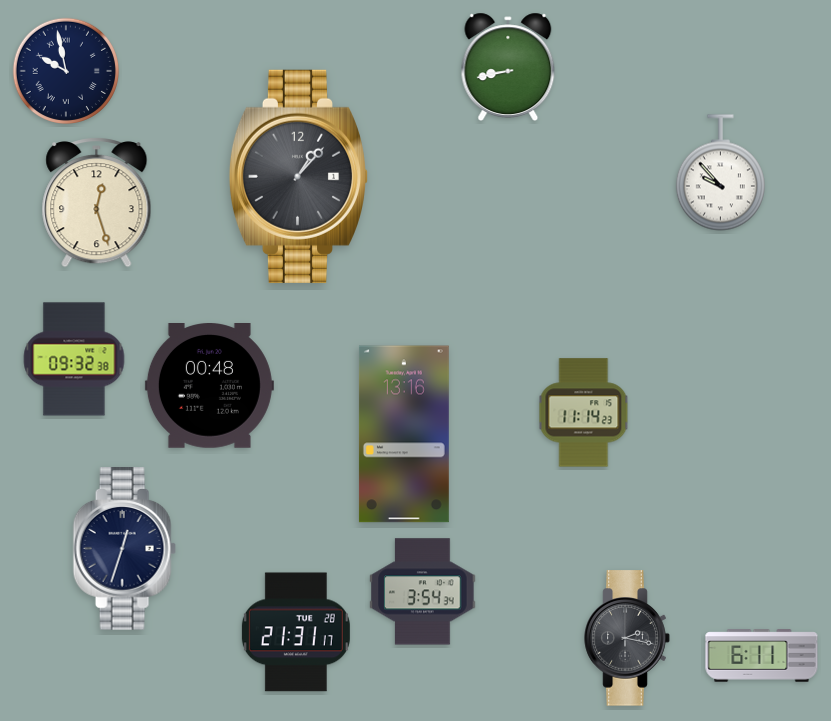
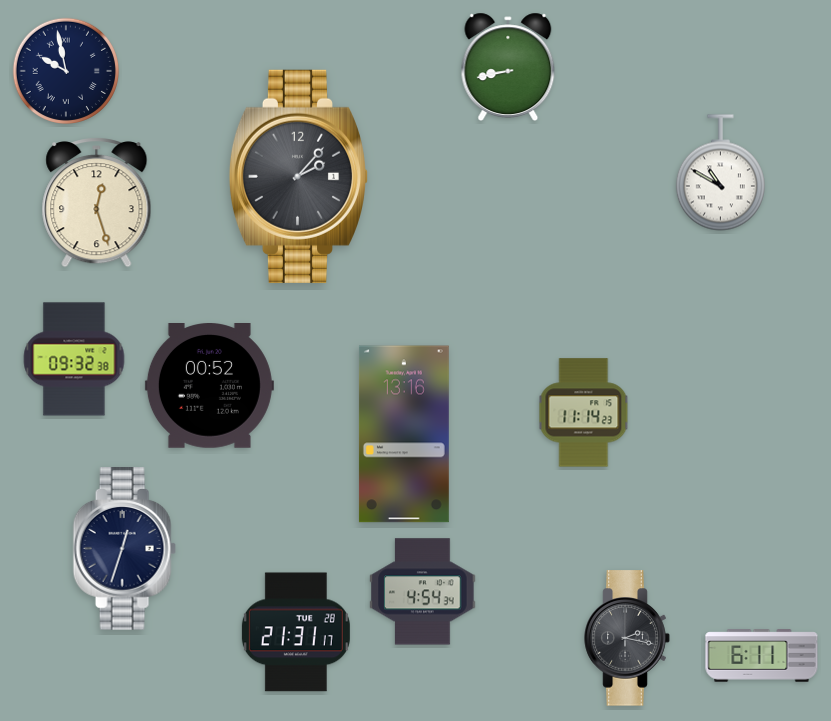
clock at (720, 173): 9:53 -> 10:50
clock at (298, 176): 1:07 -> 2:07
clock at (209, 386): 00:48 -> 00:52
clock at (423, 592): 3:54 -> 4:54
